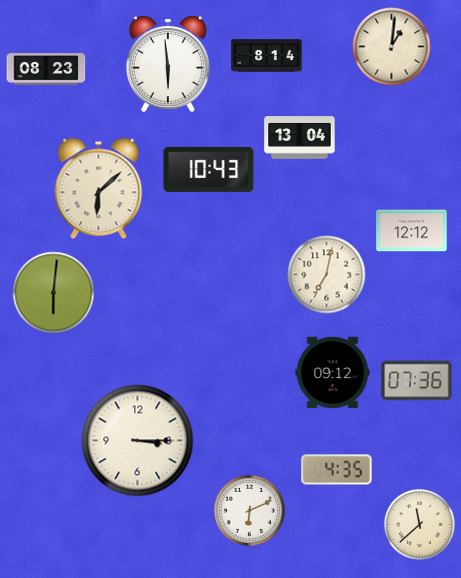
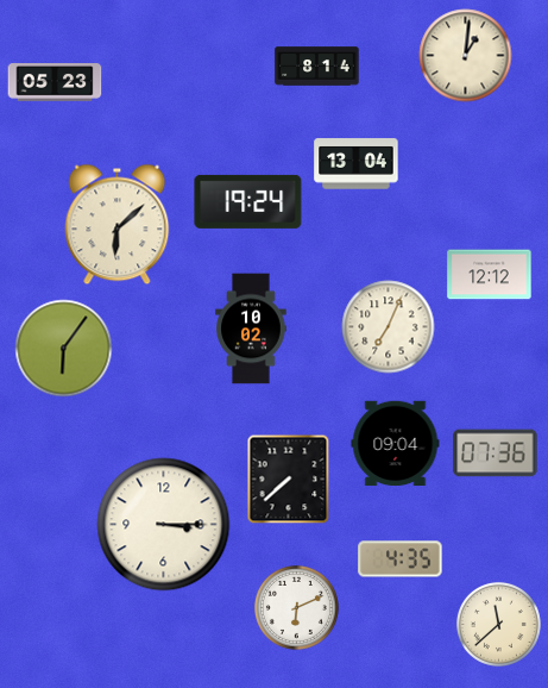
clock at (168, 63): 5:59 -> none
clock at (46, 69): 08:23 -> 05:23
clock at (209, 169): 10:43 -> 19:24
clock at (327, 275): 7:02 -> 7:04
clock at (251, 329): none -> 10:02
clock at (54, 293): 6:01 -> 6:06
clock at (333, 373): 09:12 -> 09:04
clock at (289, 480): none -> 7:38
